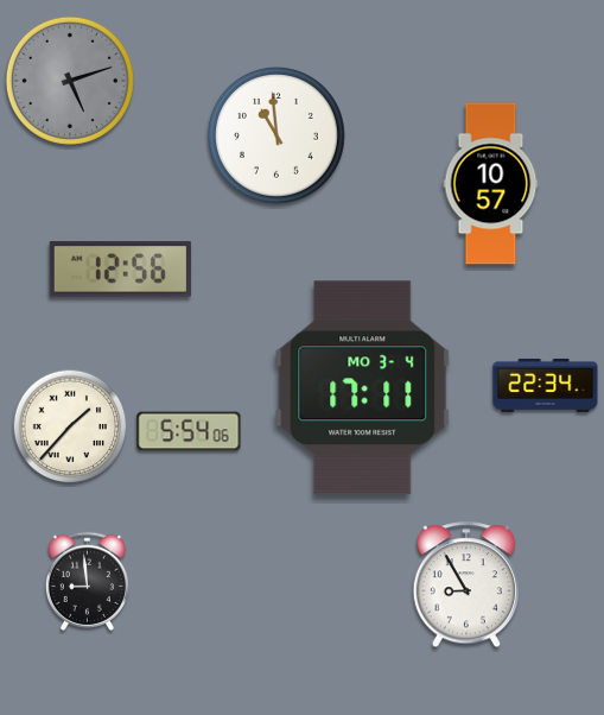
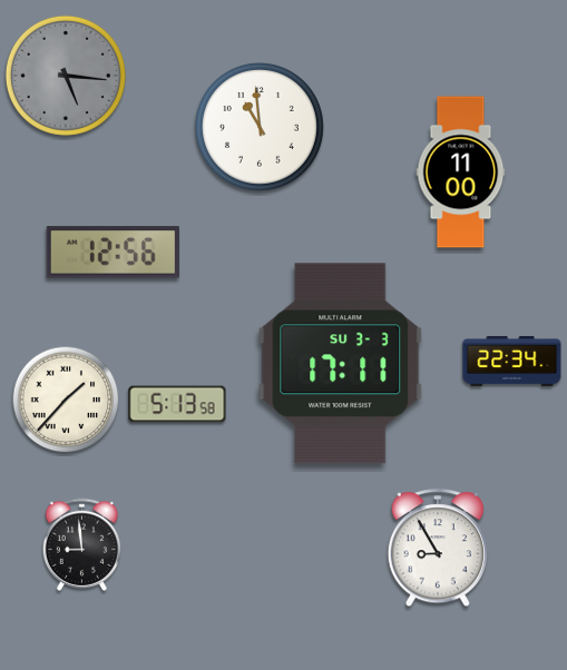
clock at (70, 81): 5:12 -> 5:16
clock at (491, 184): 10:57 -> 11:00
clock at (363, 388) date: MO 3-4 -> SU 3-3
clock at (189, 431): 5:54 -> 5:13
